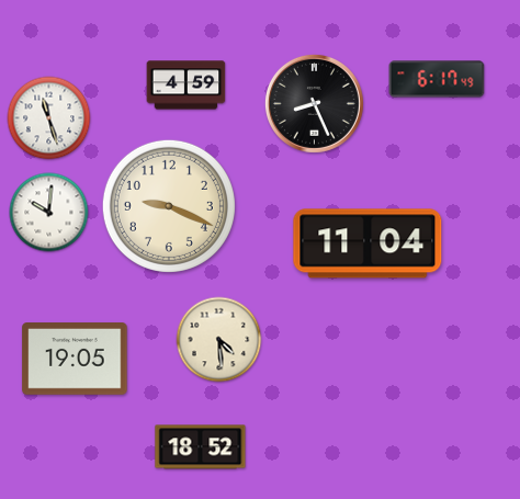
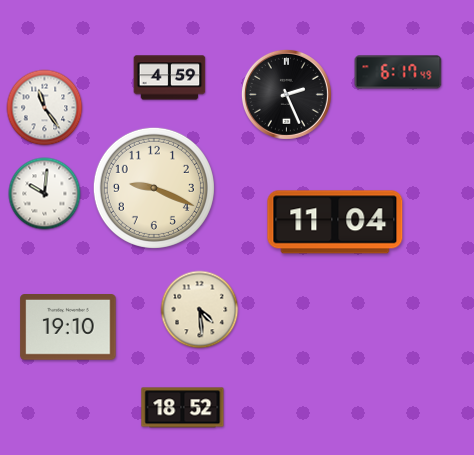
clock at (314, 103): 8:26 -> 2:26
clock at (49, 118): 11:27 -> 11:24
clock at (75, 360): 19:05 -> 19:10
